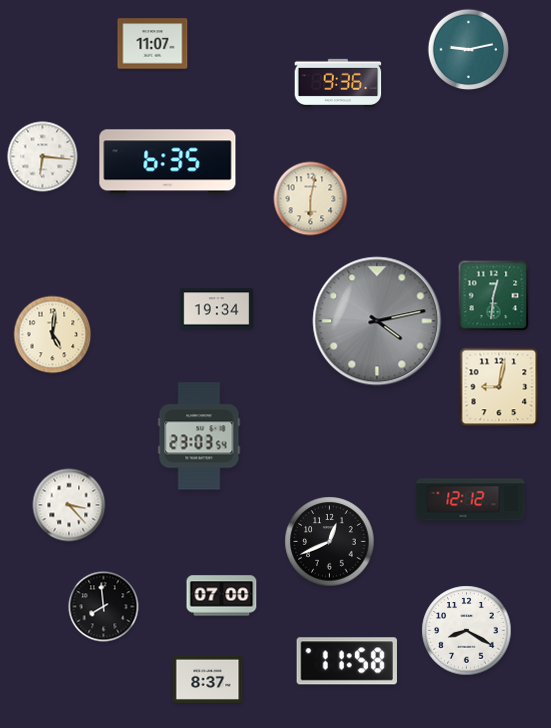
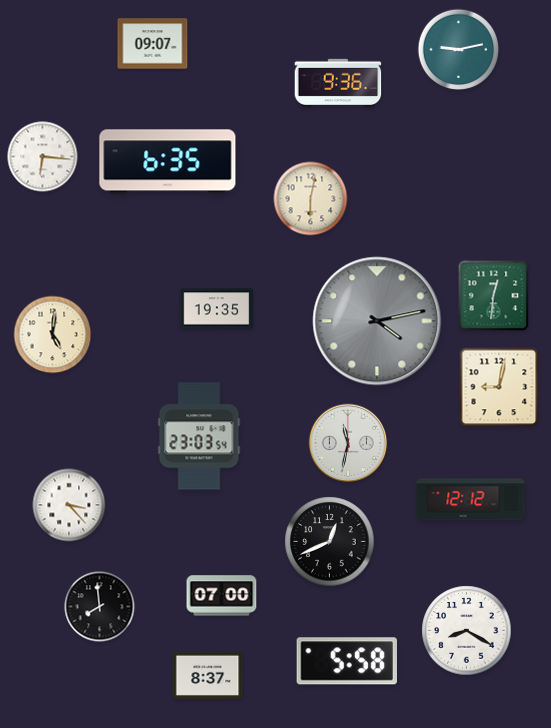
clock at (153, 44): 11:07 -> 09:07
clock at (469, 50) position: (469, 50) -> (459, 50)
clock at (217, 309): 19:34 -> 19:35
clock at (348, 443): none -> 11:32
clock at (104, 607) position: (104, 607) -> (100, 607)
clock at (347, 661): 11:58 -> 5:58
clock at (208, 680) position: (208, 680) -> (208, 676)
